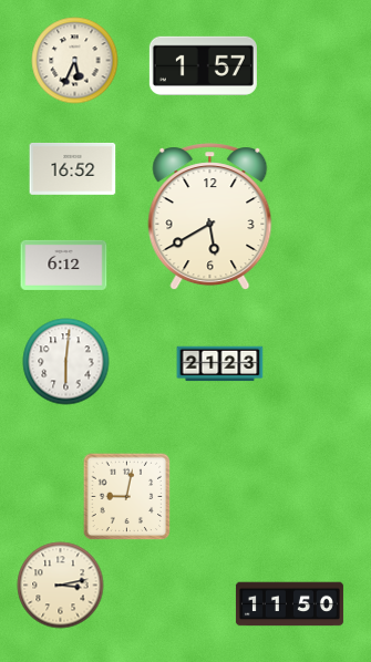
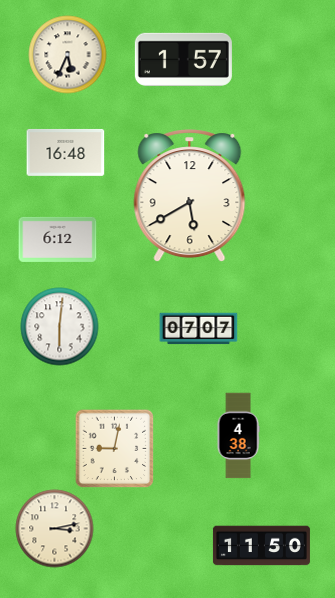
clock at (72, 168): 16:52 -> 16:48
clock at (219, 364): 21:23 -> 07:07
clock at (238, 435): none -> 4:38
